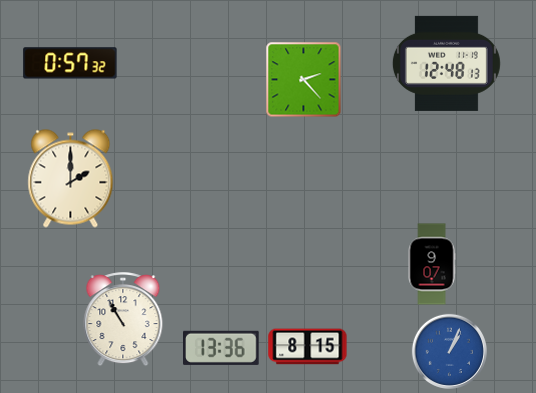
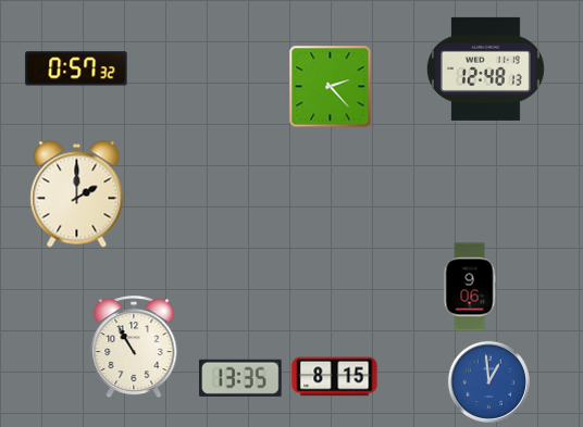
clock at (432, 264): 9:07 -> 9:06
clock at (222, 348): 13:36 -> 13:35
clock at (449, 351): 1:04 -> 12:59
